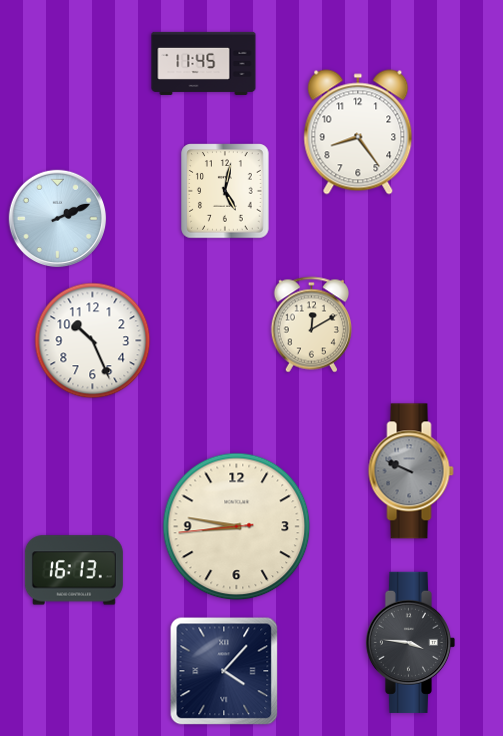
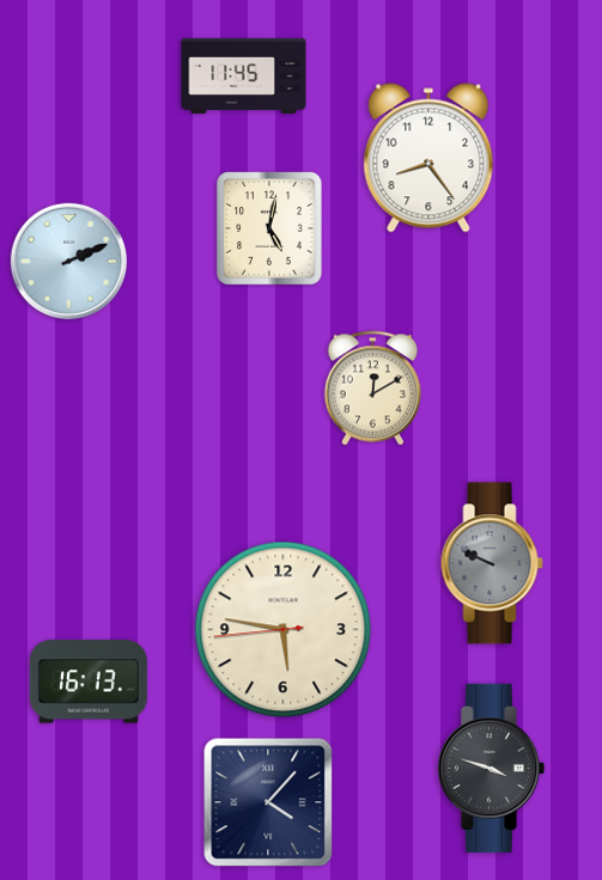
clock at (93, 341): 10:26 -> none
clock at (237, 527): 8:46 -> 5:46
clock at (410, 642): 3:46 -> 3:48
